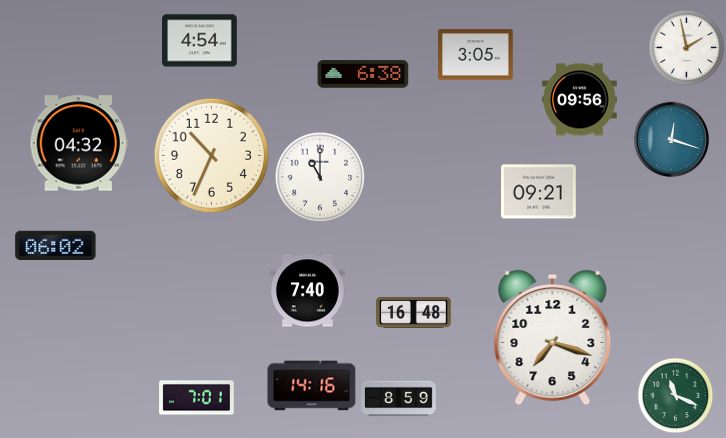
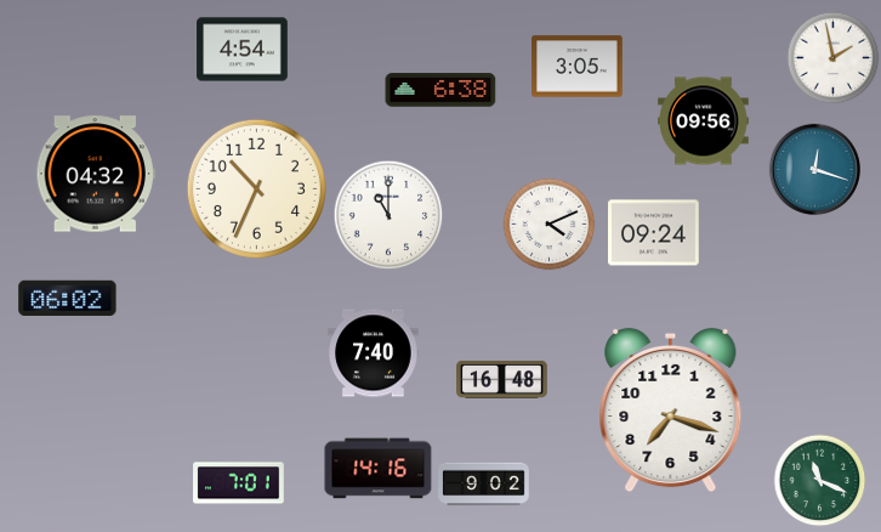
clock at (550, 225): none -> 4:11
clock at (539, 192): 09:21 -> 09:24
clock at (399, 399): 8:59 -> 9:02
